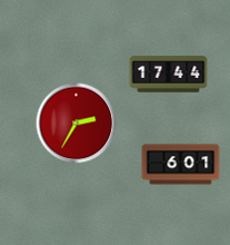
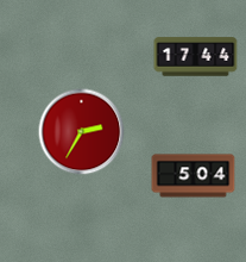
clock at (169, 75) position: (169, 75) -> (196, 57)
clock at (181, 165): 6:01 -> 5:04
